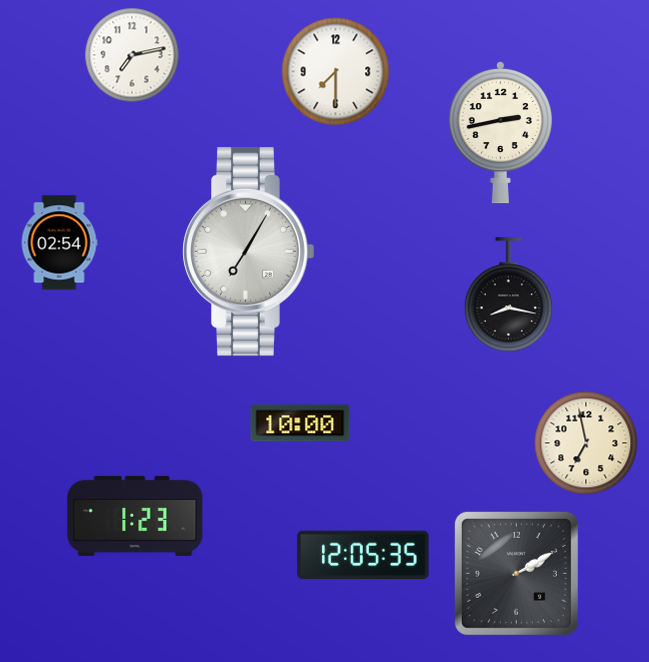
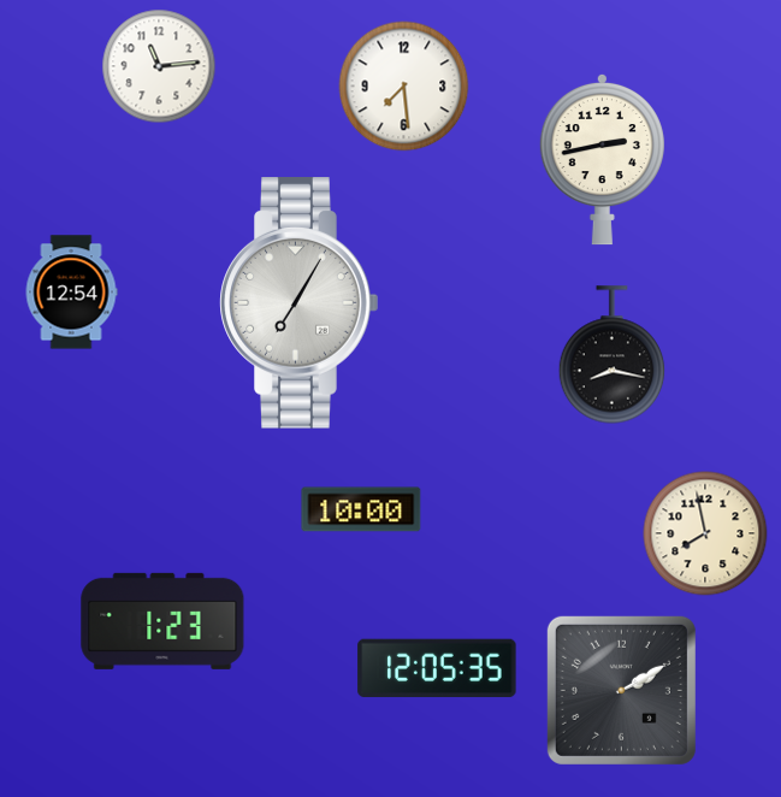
clock at (132, 55): 7:13 -> 11:14
clock at (336, 72): 7:30 -> 7:29
clock at (59, 243): 02:54 -> 12:54
clock at (586, 443): 6:58 -> 7:58
